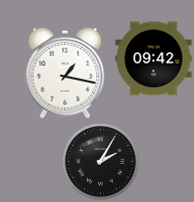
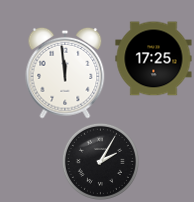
clock at (154, 59): 09:42 -> 17:25
clock at (65, 73): 1:17 -> 11:59
